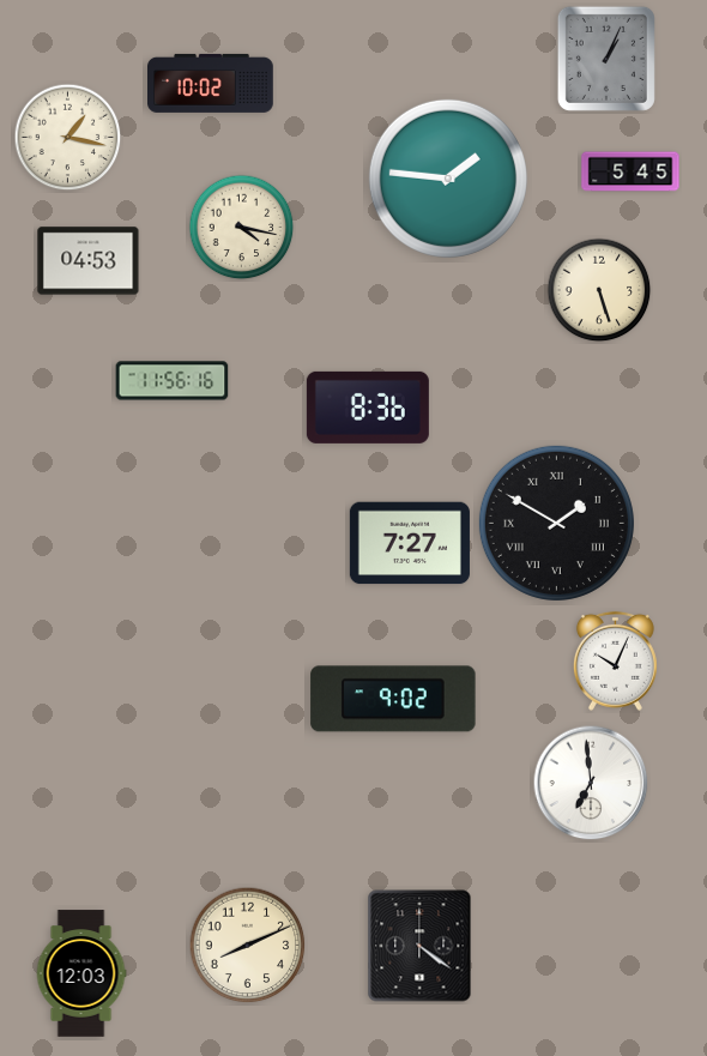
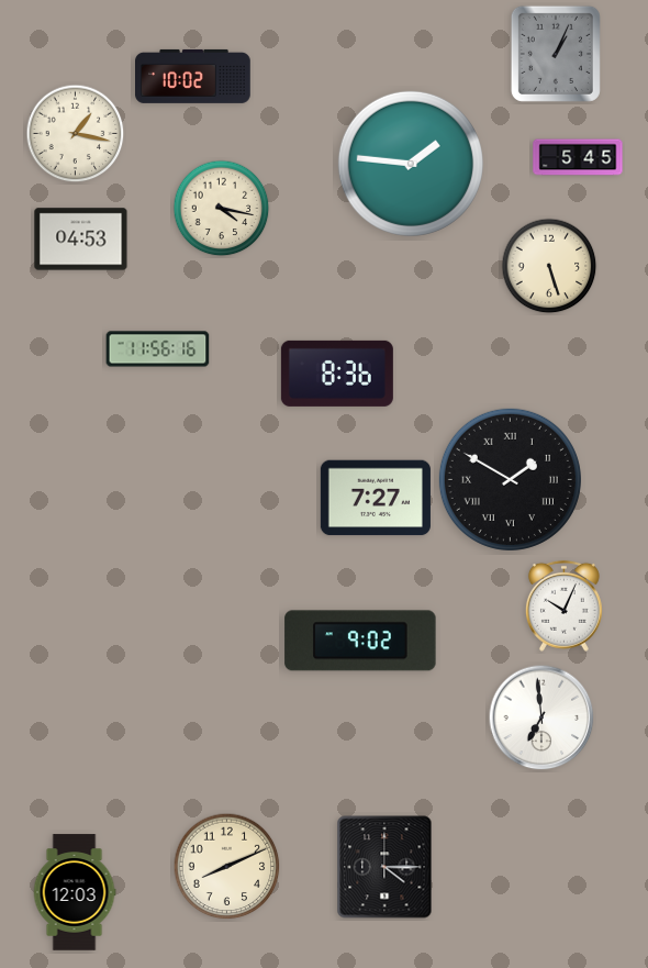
clock at (68, 138) position: (68, 138) -> (76, 134)
clock at (419, 946): 4:21 -> 4:15
